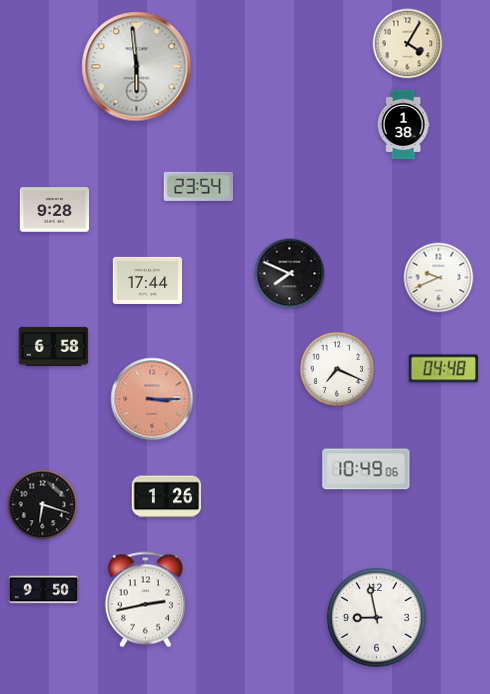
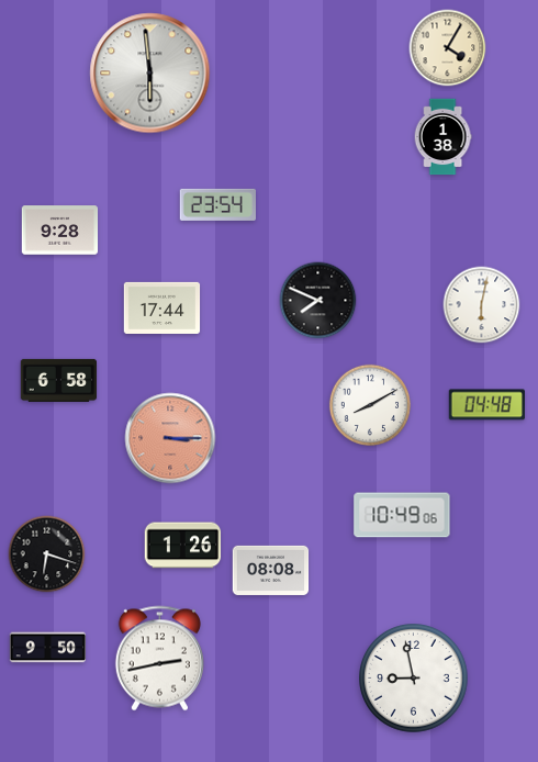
clock at (439, 278): 9:41 -> 6:02
clock at (336, 368): 7:19 -> 8:10
clock at (152, 399) position: (152, 399) -> (170, 438)
clock at (271, 570): none -> 08:08
